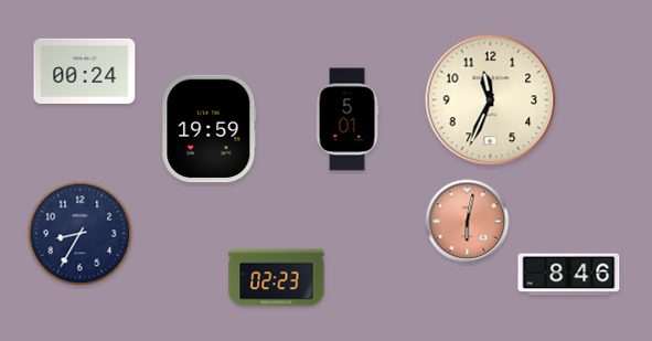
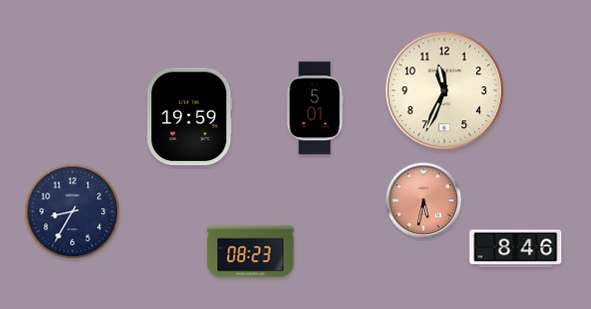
clock at (85, 71): 00:24 -> none
clock at (468, 222): 6:02 -> 5:32
clock at (277, 278): 02:23 -> 08:23
